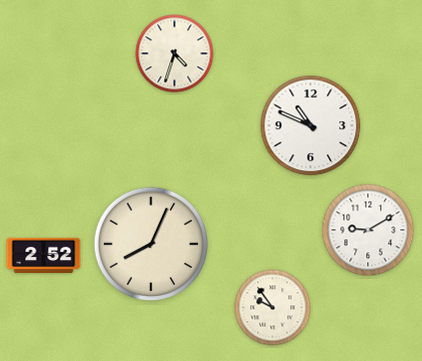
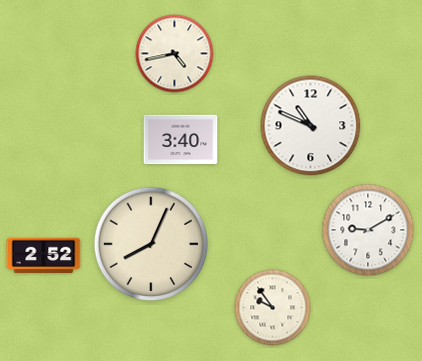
clock at (175, 54): 4:33 -> 4:43
clock at (181, 140): none -> 3:40
